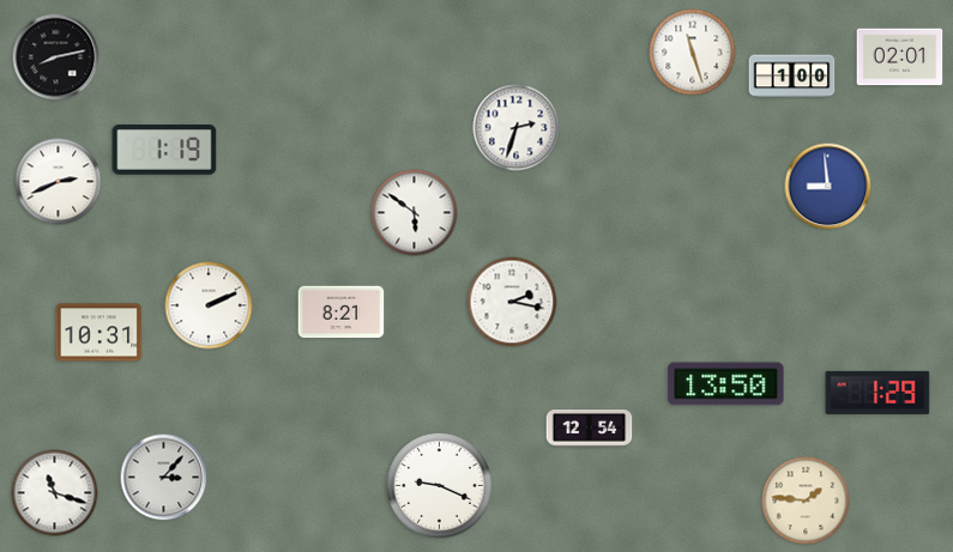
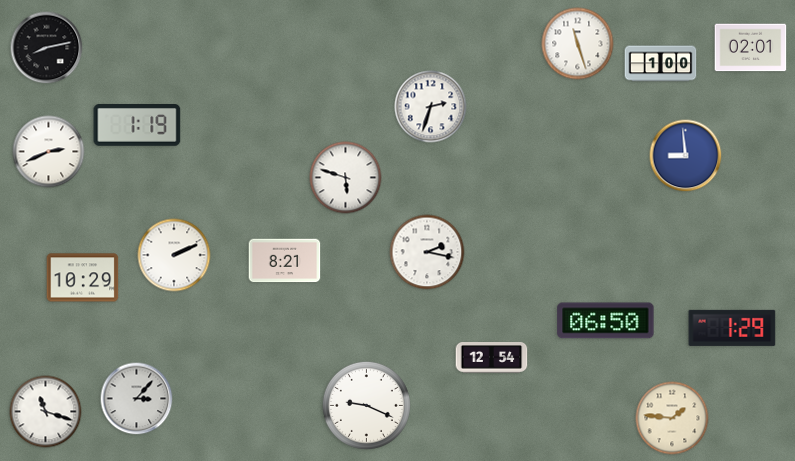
clock at (828, 187) position: (828, 187) -> (686, 156)
clock at (415, 213): 5:51 -> 5:48
clock at (99, 333): 10:31 -> 10:29
clock at (726, 384): 13:50 -> 06:50
